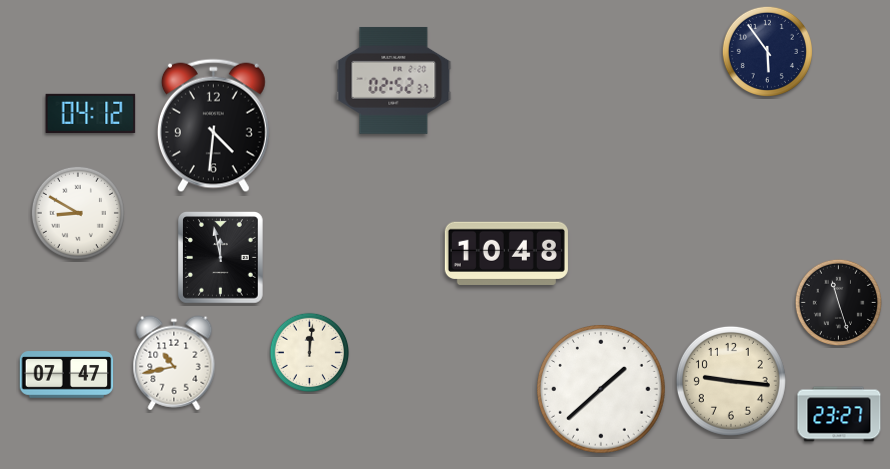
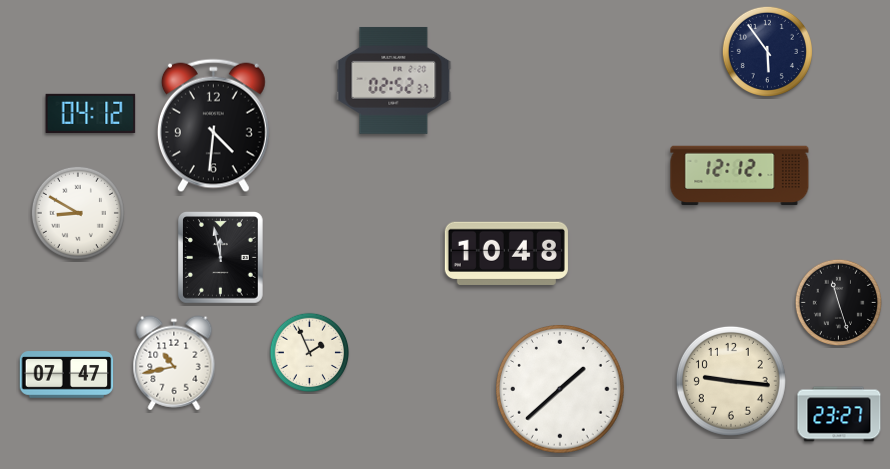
clock at (740, 176): none -> 12:12
clock at (310, 353): 12:01 -> 1:56
clock at (602, 390) position: (602, 390) -> (561, 390)
